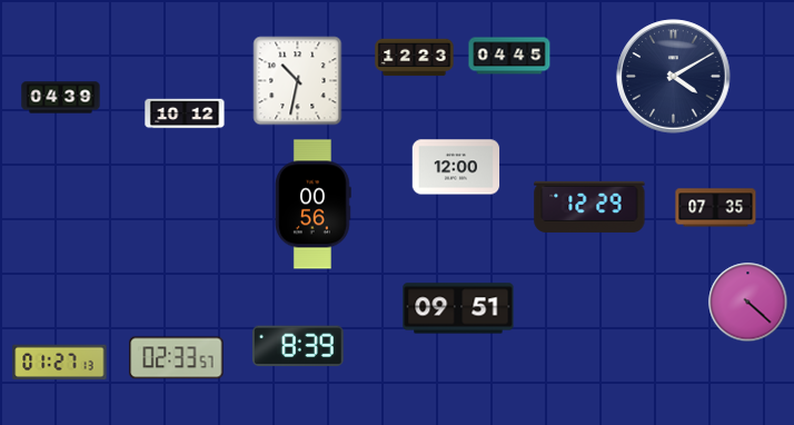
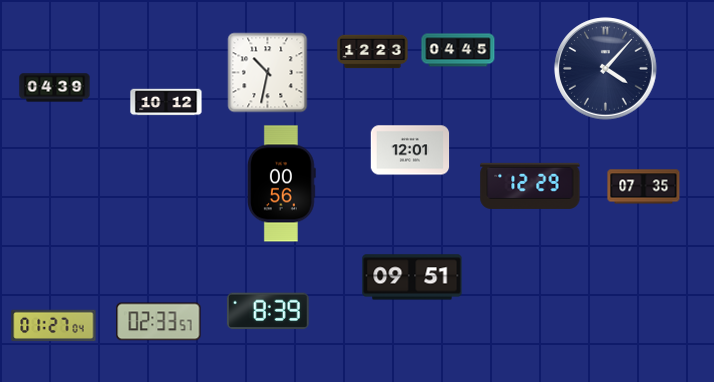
clock at (674, 77): 4:10 -> 4:07
clock at (456, 167): 12:00 -> 12:01
clock at (748, 303): 4:22 -> none
clock at (60, 363): 01:27:13 -> 01:27:04
